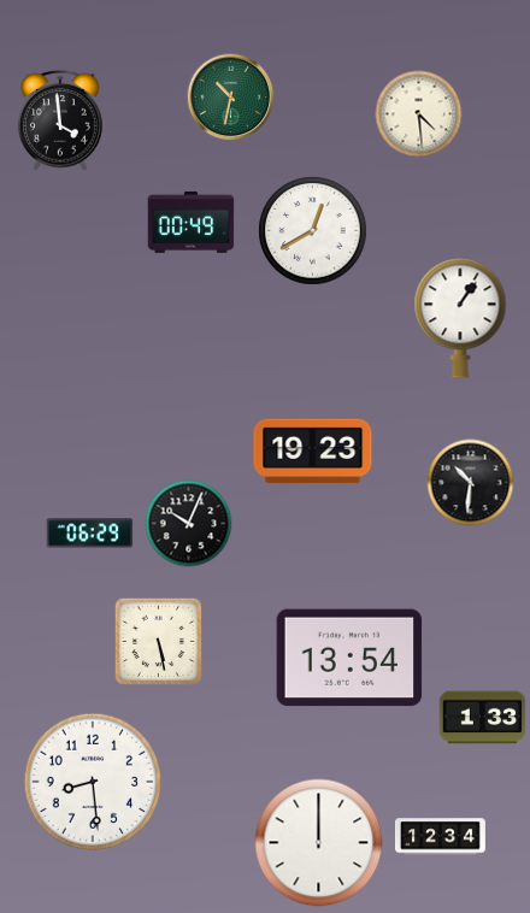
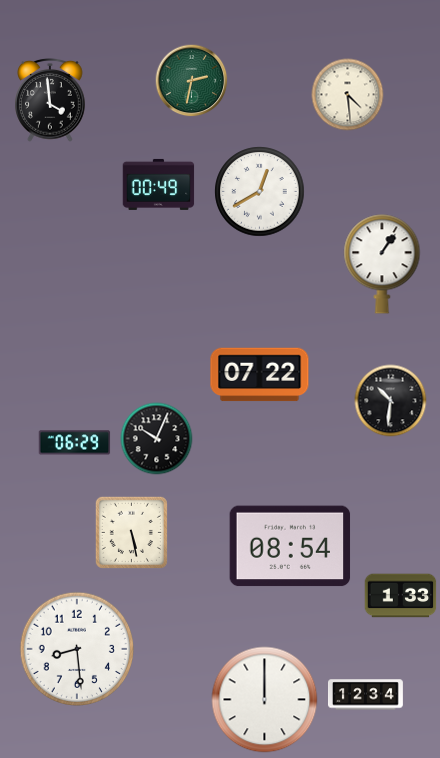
clock at (231, 98): 10:32 -> 2:32
clock at (313, 452): 19:23 -> 07:22
clock at (189, 524) position: (189, 524) -> (157, 439)
clock at (349, 658): 13:54 -> 08:54
